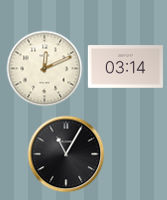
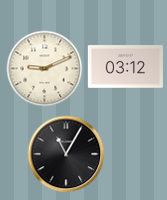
clock at (125, 67): 03:14 -> 03:12
clock at (45, 69): 12:11 -> 9:11
